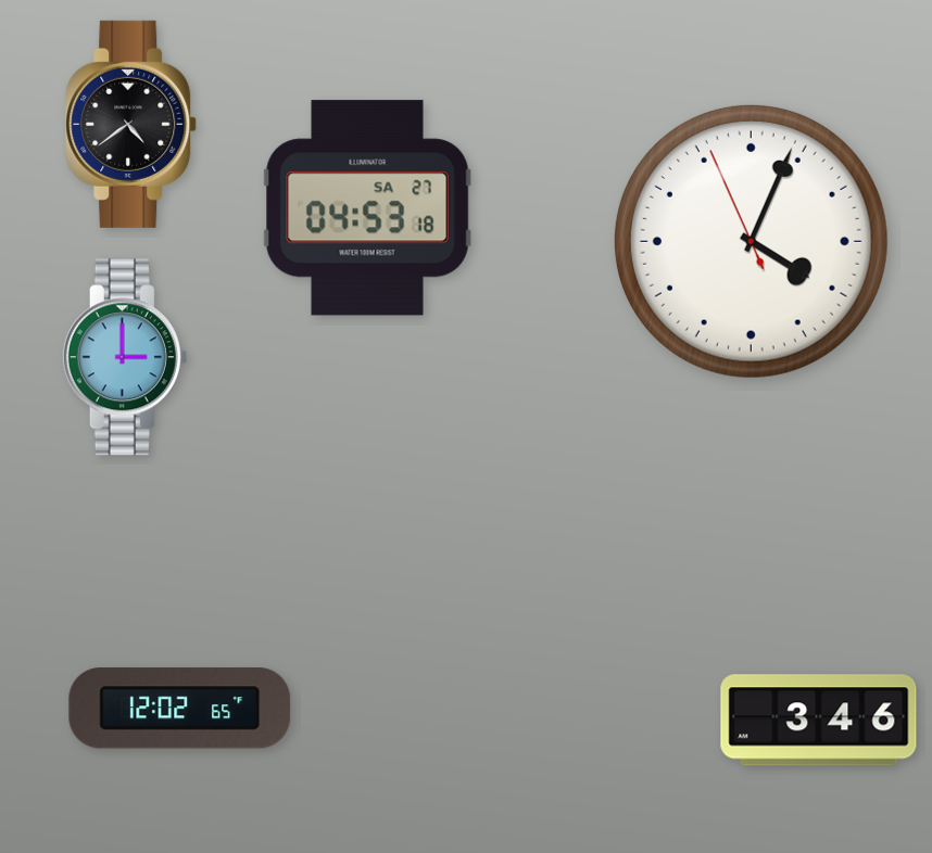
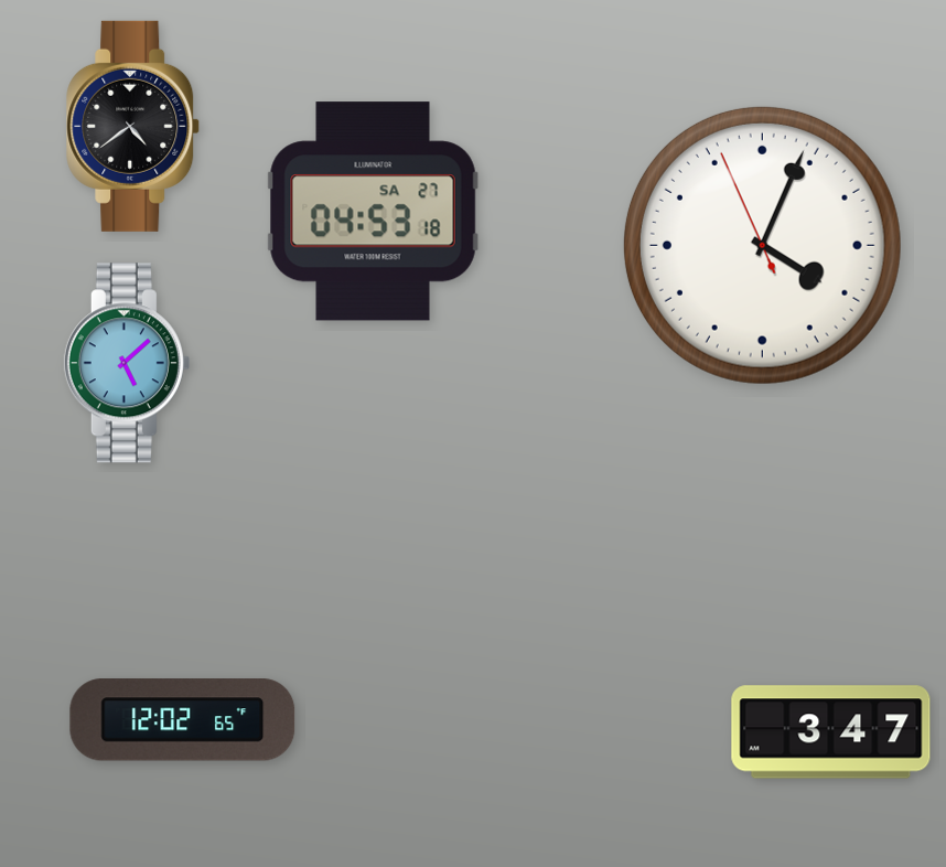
clock at (125, 357): 3:00 -> 5:08
clock at (819, 721): 3:46 -> 3:47
